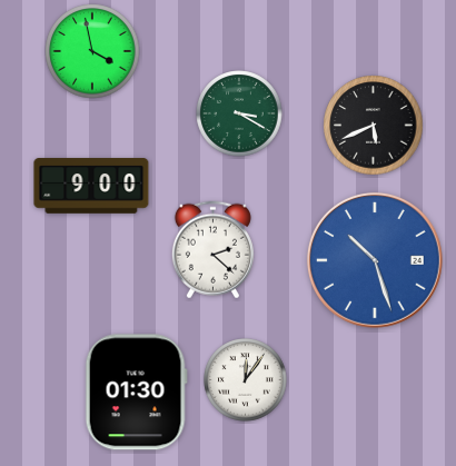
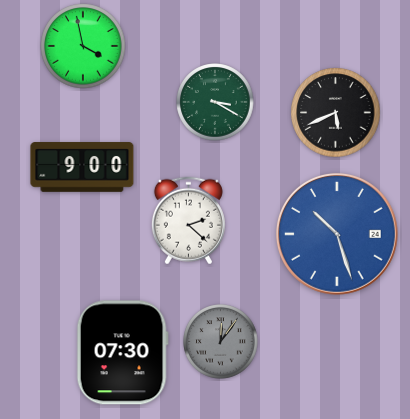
clock at (212, 250) position: (212, 250) -> (188, 221)
clock at (246, 380) dial: white -> grey
clock at (136, 393): 01:30 -> 07:30
